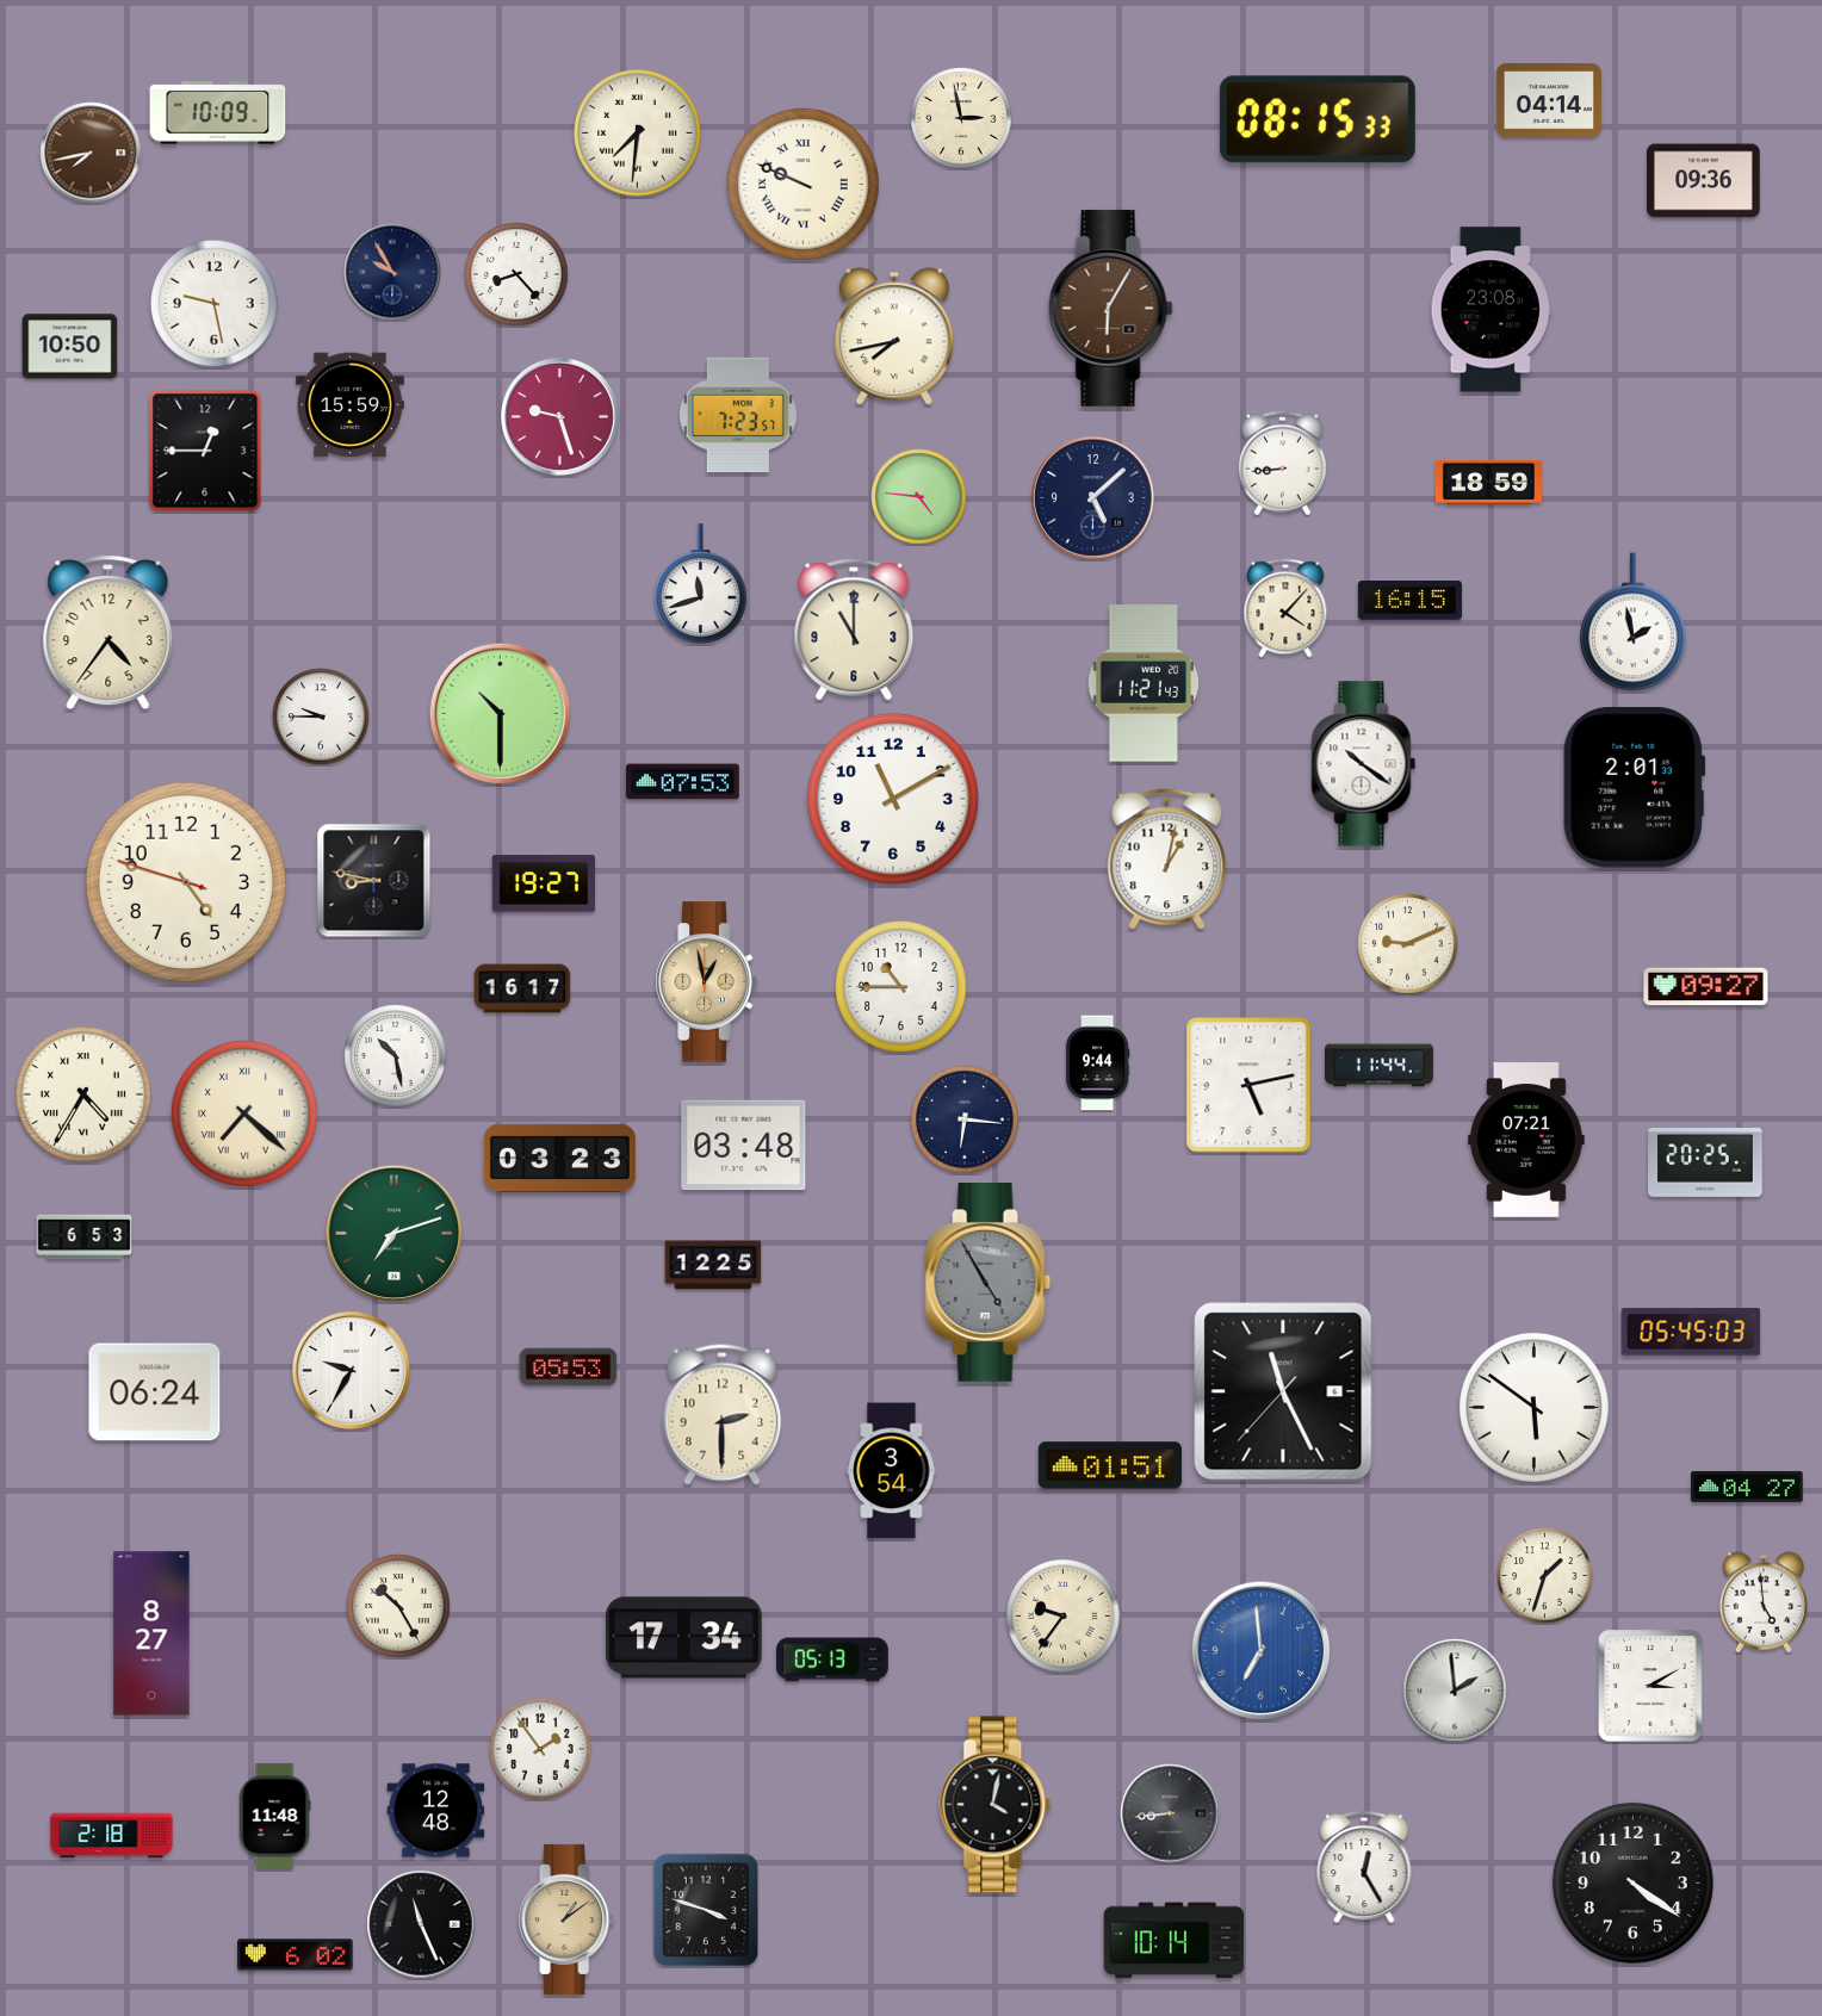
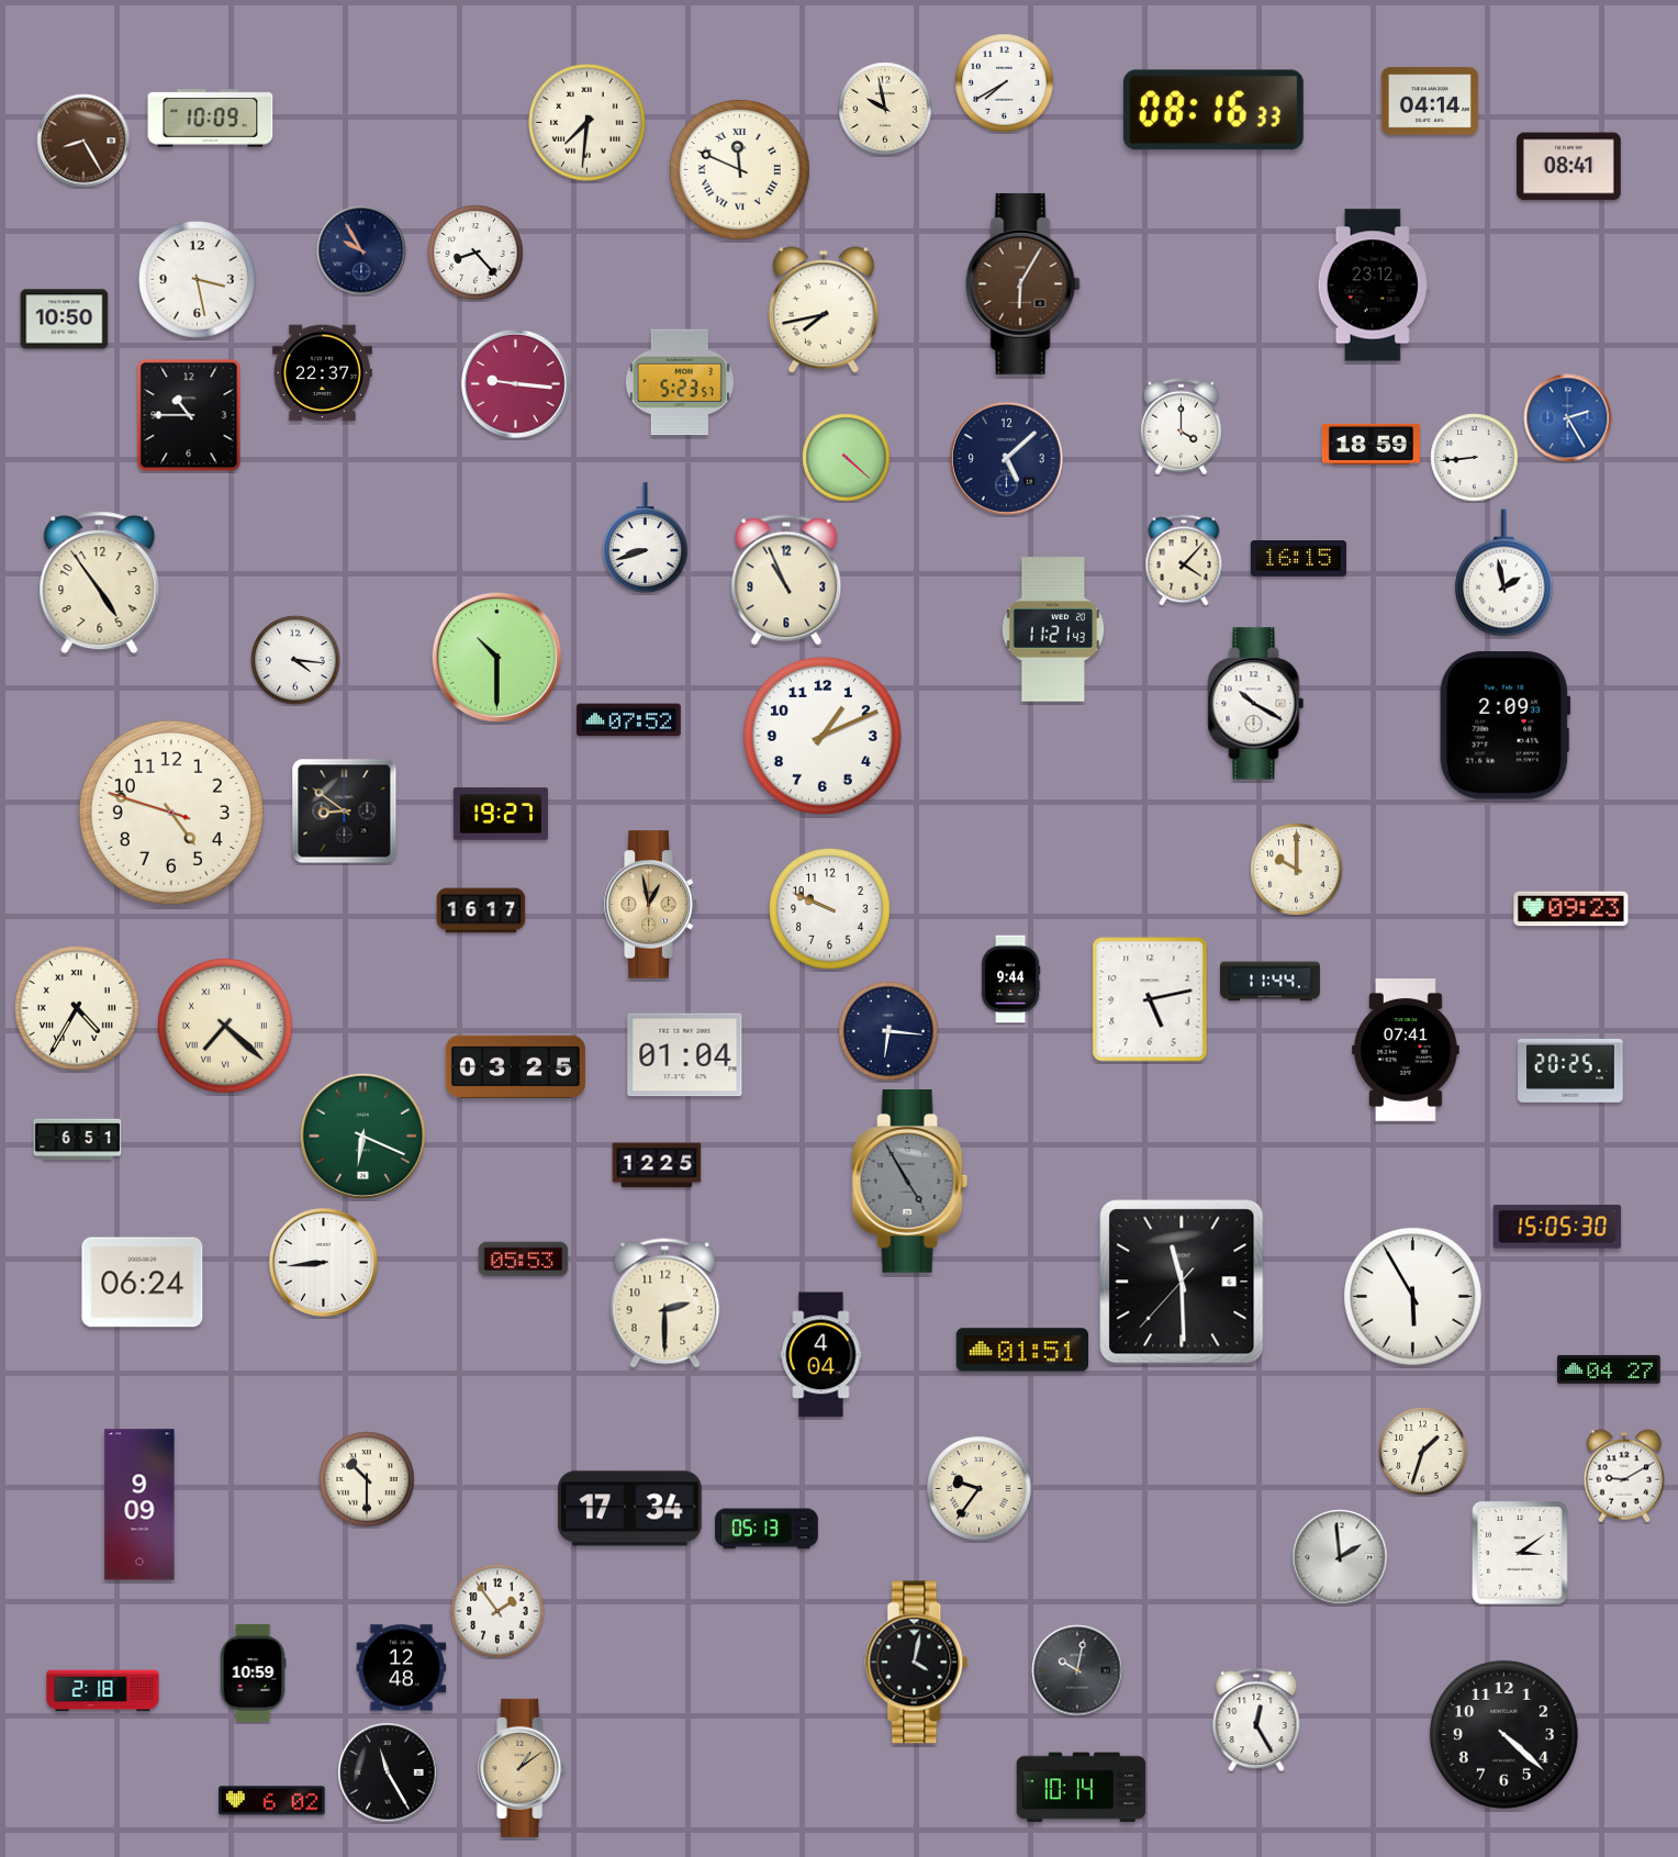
clock at (1005, 83): none -> 7:40
clock at (1549, 100) position: (1549, 100) -> (1430, 101)
clock at (218, 113) position: (218, 113) -> (211, 119)
clock at (961, 118): 2:58 -> 9:58
clock at (1318, 119): 08:15 -> 08:16
clock at (91, 153): 7:43 -> 8:25
clock at (1704, 181): 09:36 -> 08:41
clock at (802, 184): 9:49 -> 11:49
clock at (215, 304): 9:28 -> 3:28
clock at (1491, 310): 23:08 -> 23:12
clock at (349, 405): 15:59 -> 22:37
clock at (738, 415): 7:23 -> 5:23
clock at (559, 416): 9:27 -> 9:16
clock at (205, 451): 12:45 -> 10:45
clock at (1568, 418): none -> 2:25
clock at (1282, 464): 8:44 -> 4:00
clock at (919, 497): 4:46 -> 4:22
clock at (1475, 458): none -> 8:44
clock at (701, 584): 11:42 -> 8:42
clock at (1409, 601) position: (1409, 601) -> (1298, 559)
clock at (854, 629): 11:00 -> 10:56
clock at (109, 633): 4:36 -> 4:54
clock at (501, 714) position: (501, 714) -> (497, 658)
clock at (321, 717): 9:45 -> 4:16
clock at (1364, 764): 10:21 -> 10:20
clock at (683, 782): 07:53 -> 07:52
clock at (1635, 788): 2:01 -> 2:09
clock at (893, 799): 11:10 -> 1:11
clock at (1167, 860): 1:02 -> none
clock at (374, 881): 8:47 -> 8:51
clock at (1408, 944): 9:11 -> 10:00
clock at (901, 987): 10:45 -> 9:49
clock at (1706, 987): 09:27 -> 09:23
clock at (396, 1056): 10:28 -> none
clock at (1526, 1141): 07:21 -> 07:41
clock at (744, 1146): 03:48 -> 01:04
clock at (559, 1158): 03:23 -> 03:25
clock at (395, 1234): 7:12 -> 6:19
clock at (85, 1237): 6:53 -> 6:51
clock at (1691, 1332): 05:45 -> 15:05
clock at (351, 1370): 9:35 -> 8:44
clock at (1283, 1391): 11:25 -> 11:29
clock at (1533, 1407): 5:51 -> 5:55
clock at (892, 1471): 3:54 -> 4:04
clock at (1764, 1602): 4:59 -> 9:10
clock at (398, 1606): 10:25 -> 10:30
clock at (151, 1633): 8:27 -> 9:09
clock at (1262, 1651): 6:59 -> none
clock at (1651, 1686): 3:10 -> 3:09
clock at (1170, 1813): 8:44 -> 10:02
clock at (274, 1816): 11:48 -> 10:59
clock at (1632, 1882): 4:21 -> 4:22
clock at (705, 1910): 3:48 -> none
clock at (421, 1924): 11:26 -> 11:25
